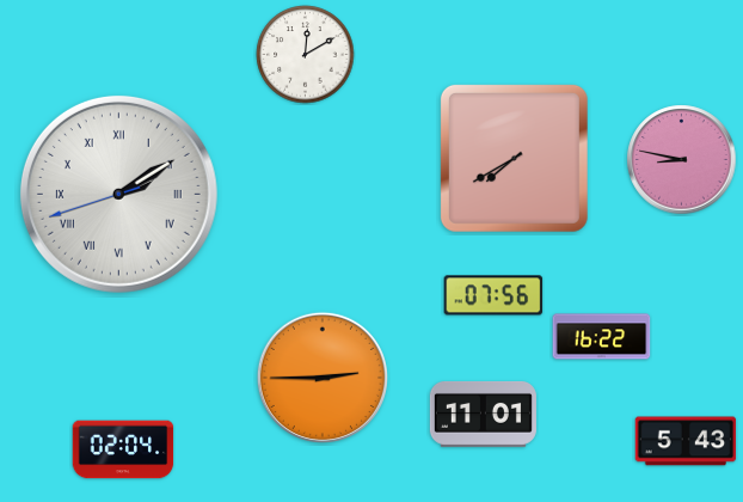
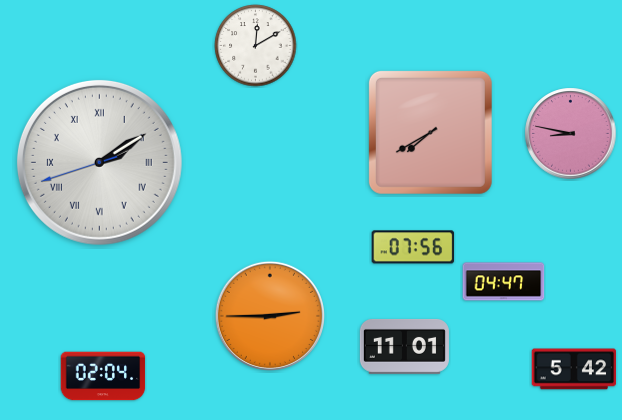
clock at (602, 337): 16:22 -> 04:47
clock at (686, 441): 5:43 -> 5:42
